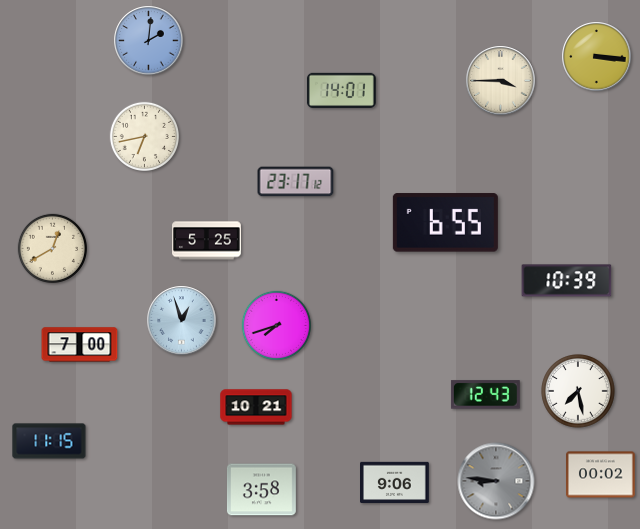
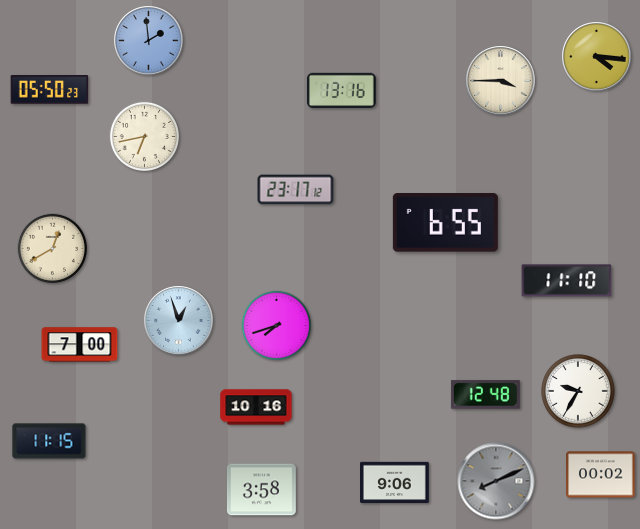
clock at (149, 41): 2:01 -> 1:59
clock at (597, 57): 3:16 -> 4:16
clock at (50, 90): none -> 05:50
clock at (341, 90): 14:01 -> 13:16
clock at (296, 182) position: (296, 182) -> (296, 190)
clock at (207, 241): 5:25 -> none
clock at (567, 281): 10:39 -> 11:10
clock at (182, 321) position: (182, 321) -> (179, 321)
clock at (578, 391): 7:28 -> 9:35
clock at (485, 395): 12:43 -> 12:48
clock at (256, 407): 10:21 -> 10:16
clock at (496, 481): 8:46 -> 8:11
